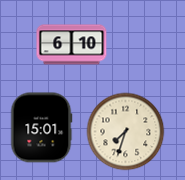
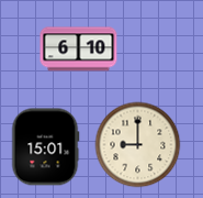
clock at (41, 128) position: (41, 128) -> (45, 147)
clock at (126, 132): 7:33 -> 9:00
